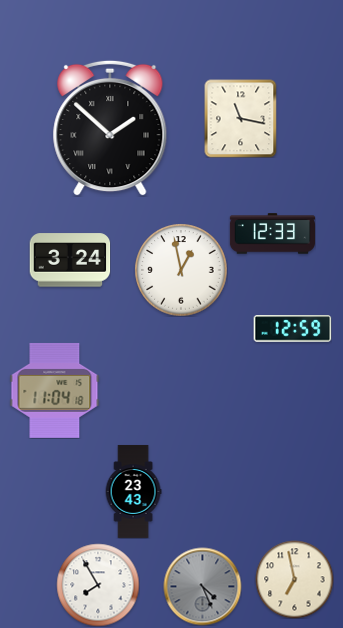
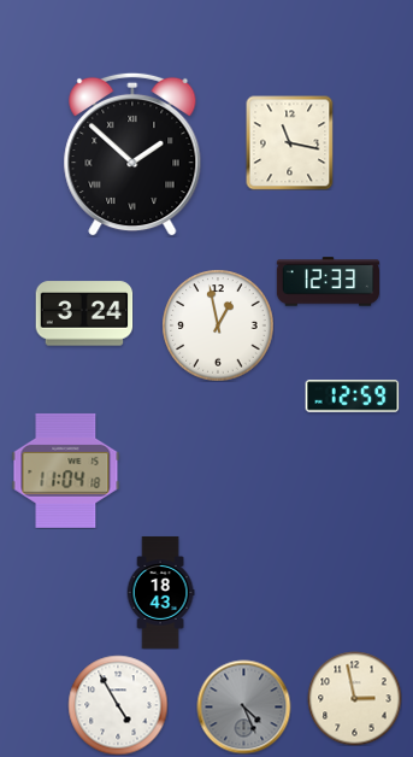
clock at (133, 491): 23:43 -> 18:43
clock at (294, 579): 6:58 -> 2:58
clock at (98, 585): 7:55 -> 4:55
